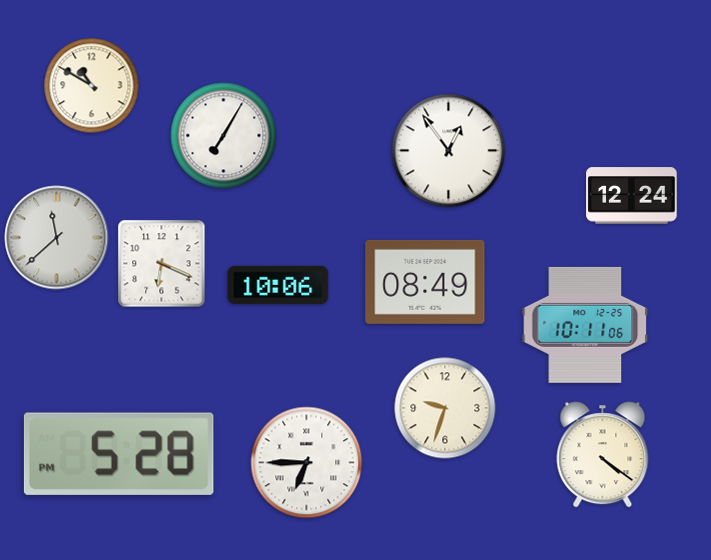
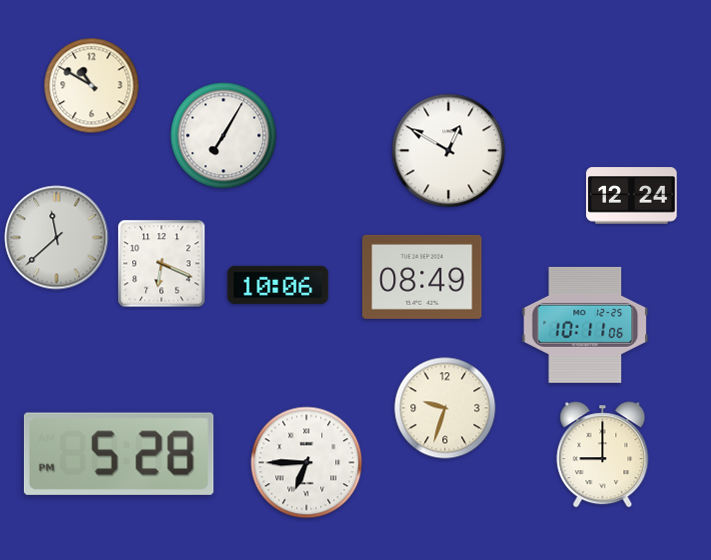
clock at (449, 151): 12:54 -> 12:50
clock at (425, 282) position: (425, 282) -> (422, 277)
clock at (603, 455): 4:21 -> 9:00
